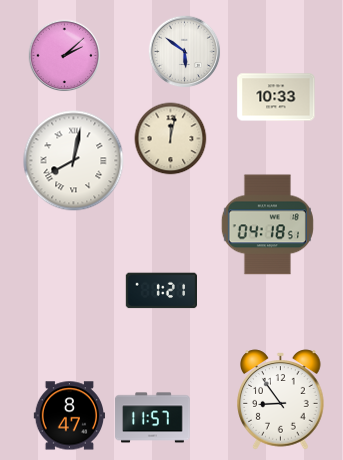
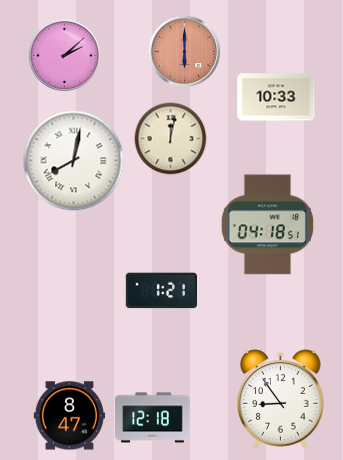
clock at (185, 52): 5:51 -> 6:00
clock at (185, 52) dial: white -> salmon
clock at (153, 418): 11:57 -> 12:18
